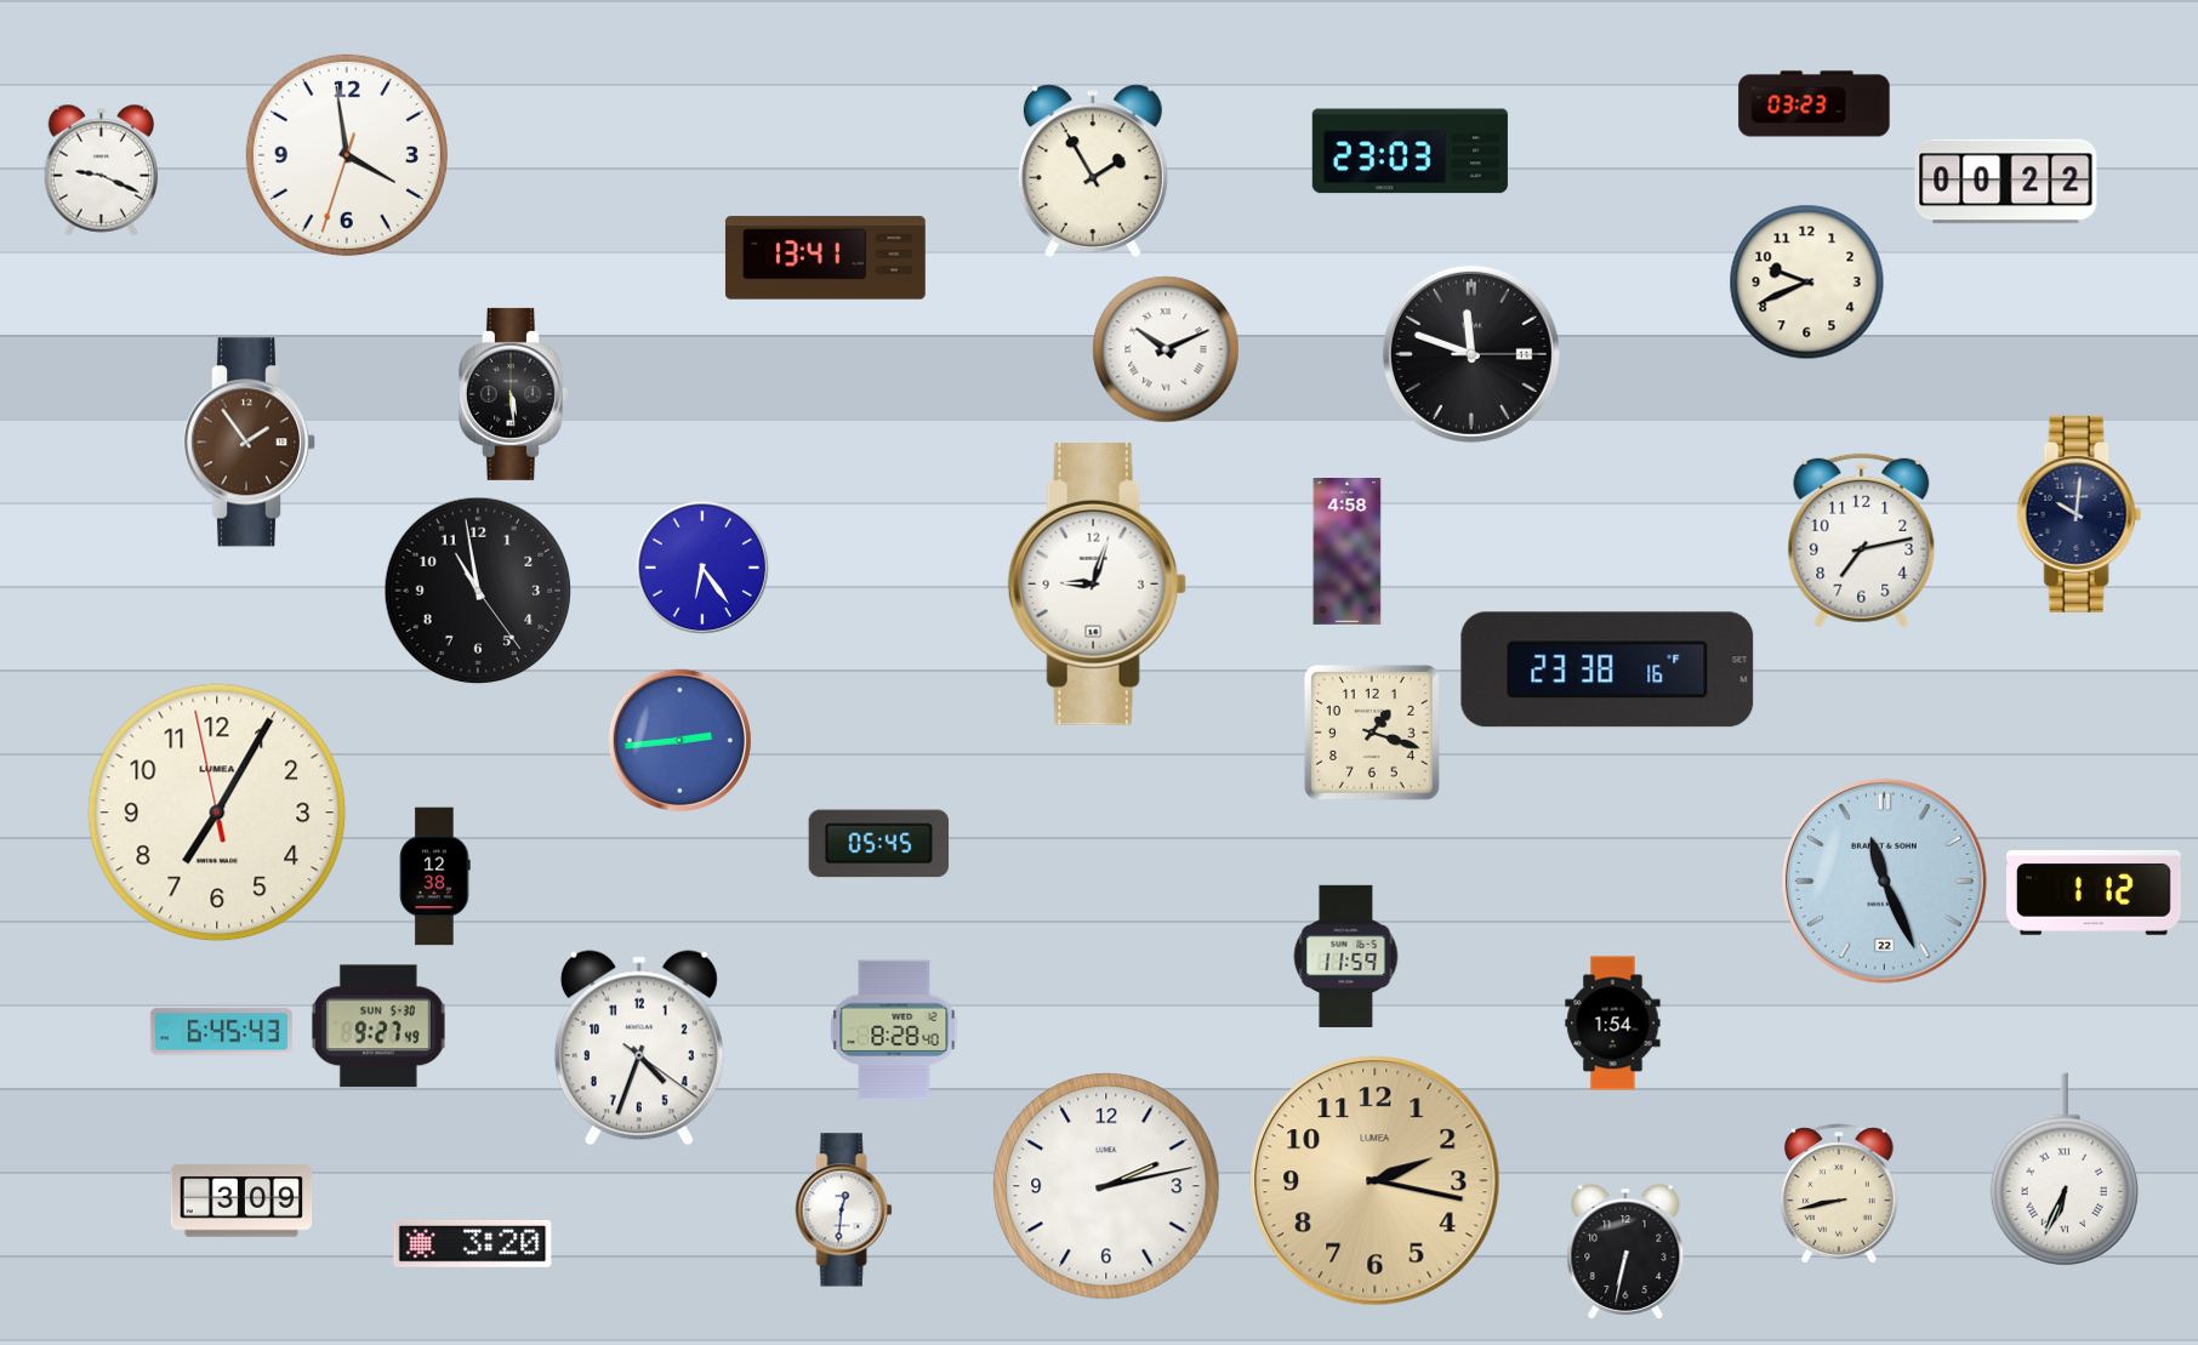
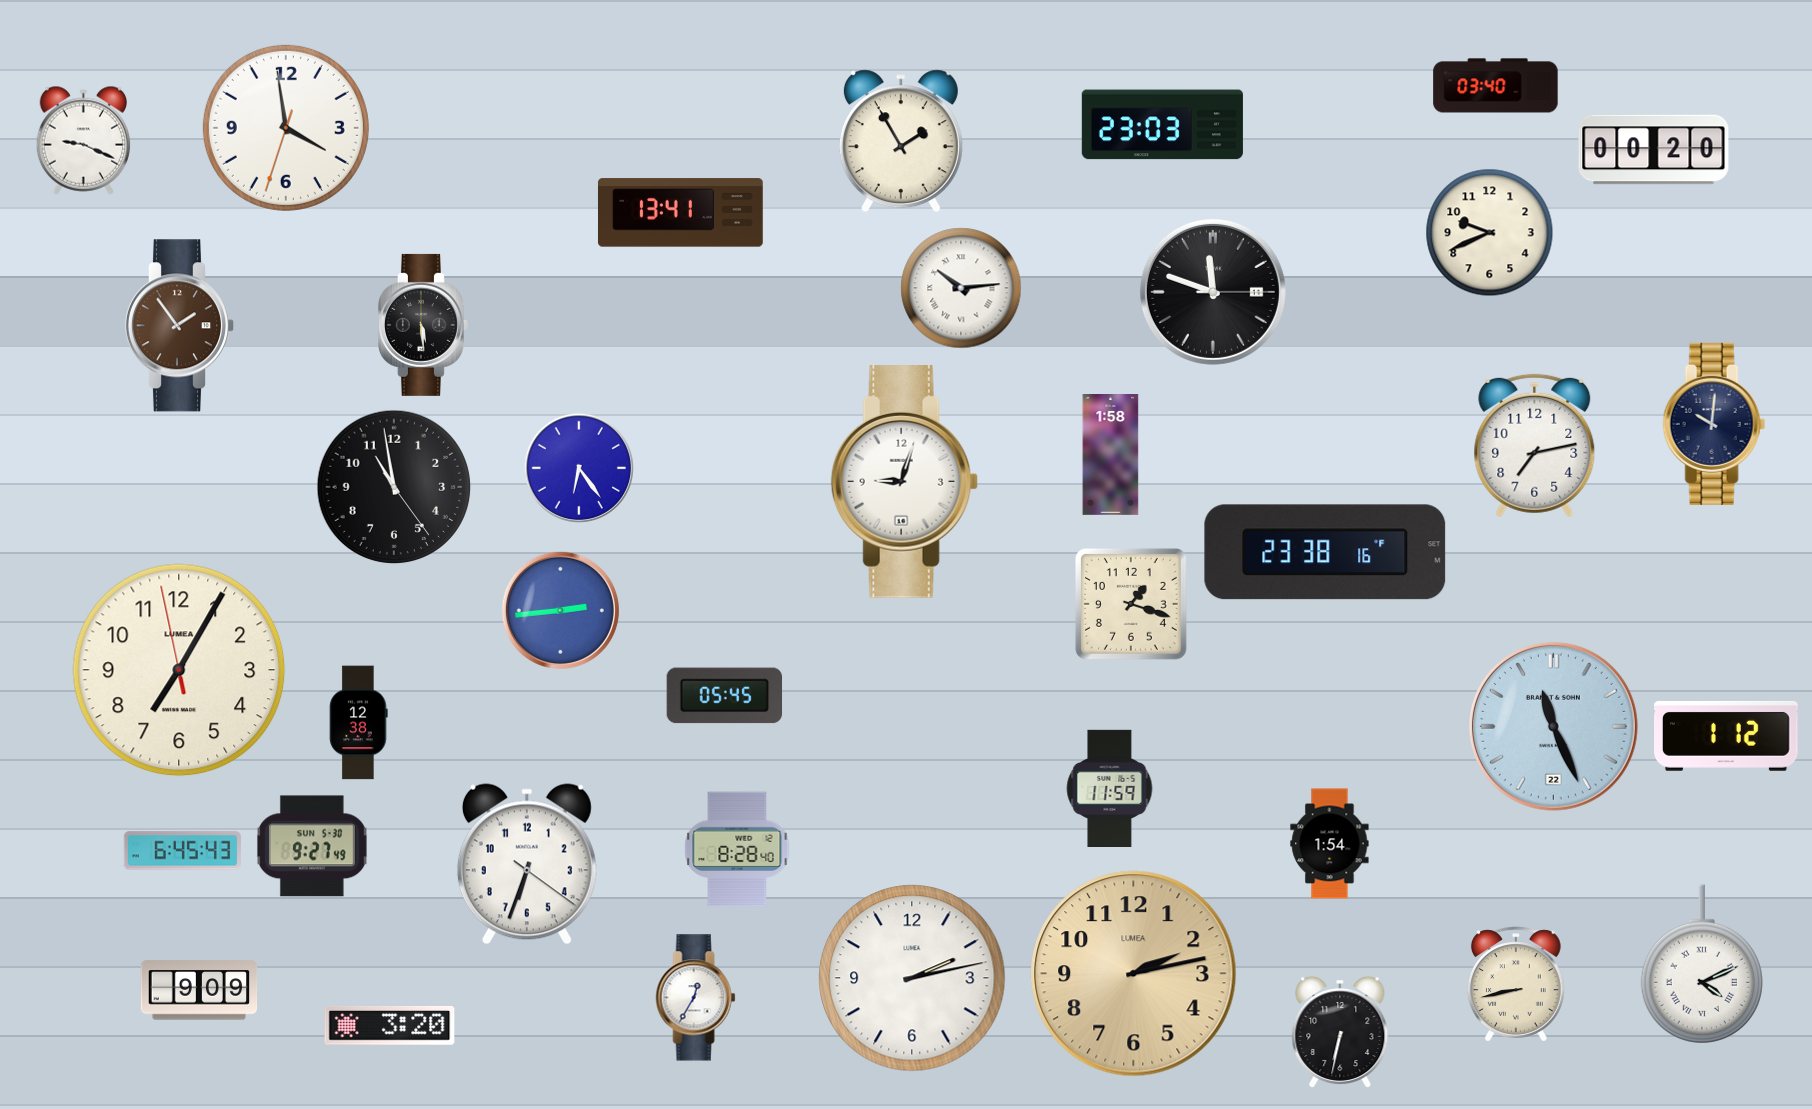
clock at (1815, 104): 03:23 -> 03:40
clock at (2006, 182): 00:22 -> 00:20
clock at (1166, 349): 10:11 -> 10:14
clock at (249, 443) position: (249, 443) -> (179, 326)
clock at (1348, 552): 4:58 -> 1:58
clock at (639, 1048): 4:33 -> 6:33
clock at (2065, 1169): 6:34 -> 4:11
clock at (1376, 1181): 2:17 -> 2:13
clock at (241, 1201): 3:09 -> 9:09
clock at (844, 1210): 12:31 -> 12:35
